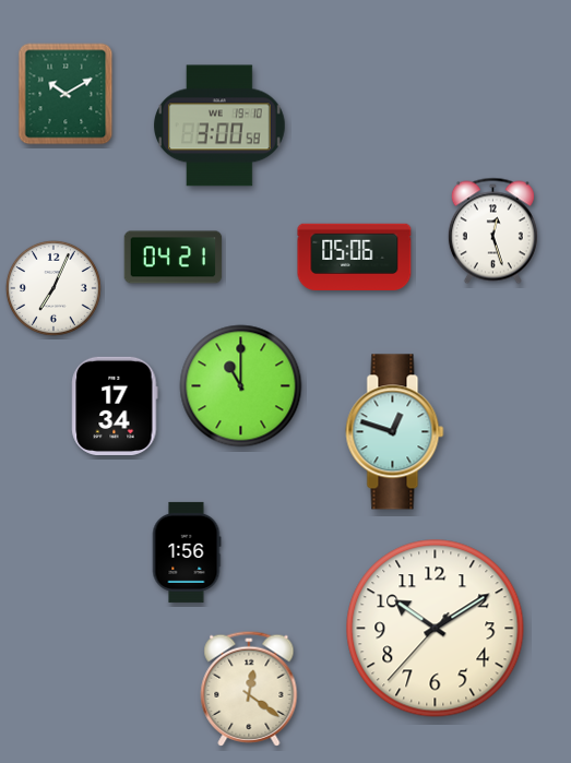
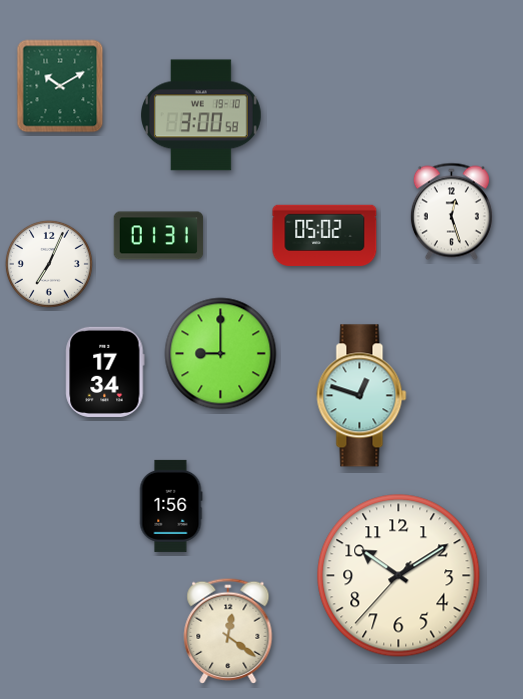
clock at (355, 257): 05:06 -> 05:02
clock at (174, 258): 04:21 -> 01:31
clock at (241, 386): 11:00 -> 9:00
